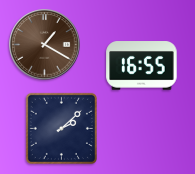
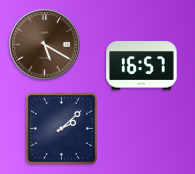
clock at (45, 45): 1:20 -> 5:20
clock at (142, 66): 16:55 -> 16:57
